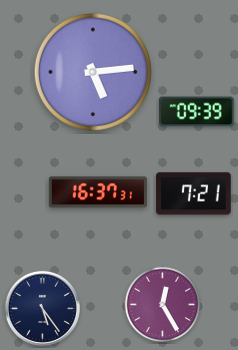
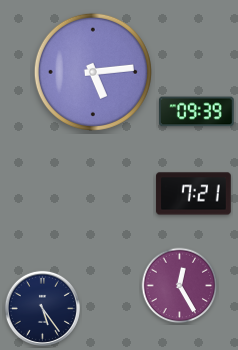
clock at (98, 192): 16:37 -> none
clock at (163, 305) position: (163, 305) -> (180, 286)
